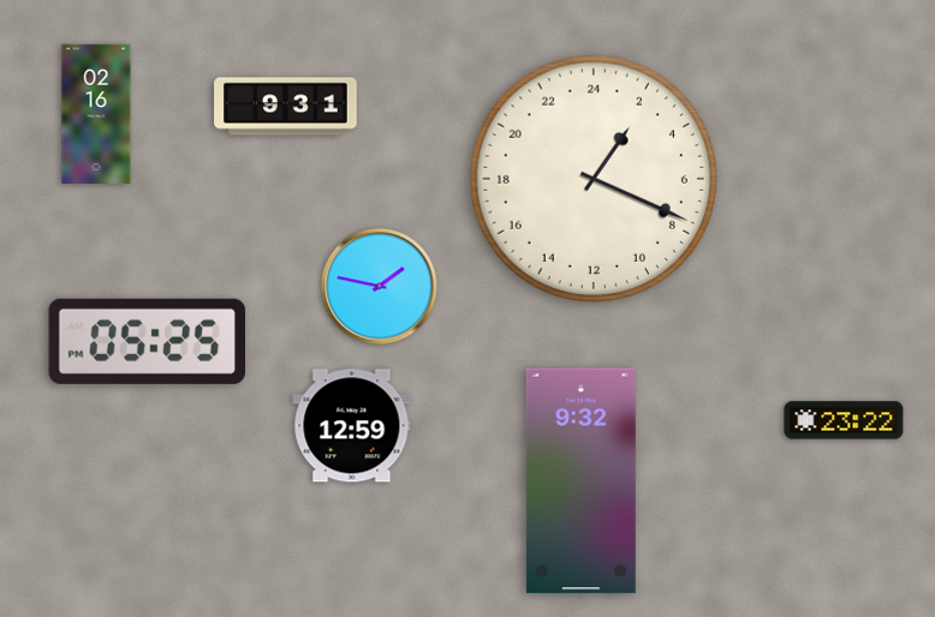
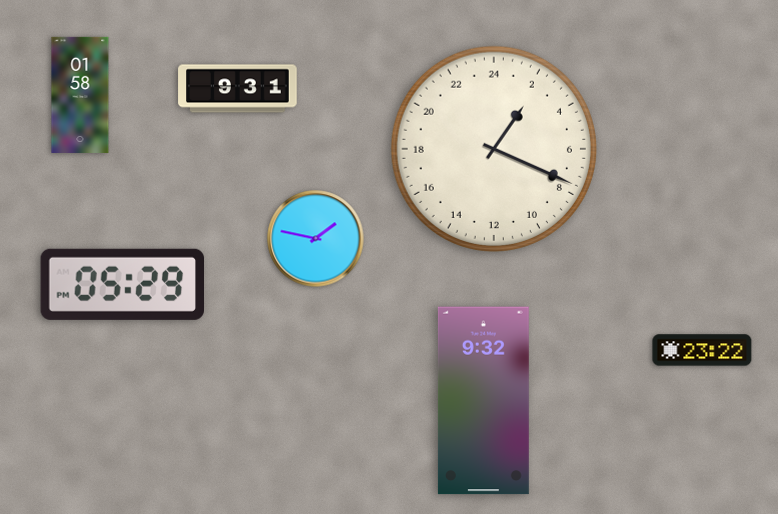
clock at (96, 114): 02:16 -> 01:58
clock at (147, 341): 05:25 -> 05:29
clock at (352, 426): 12:59 -> none
